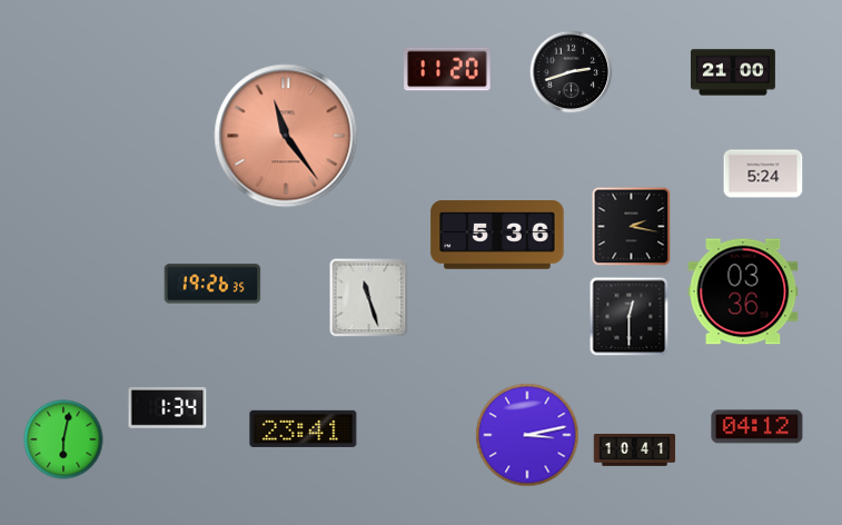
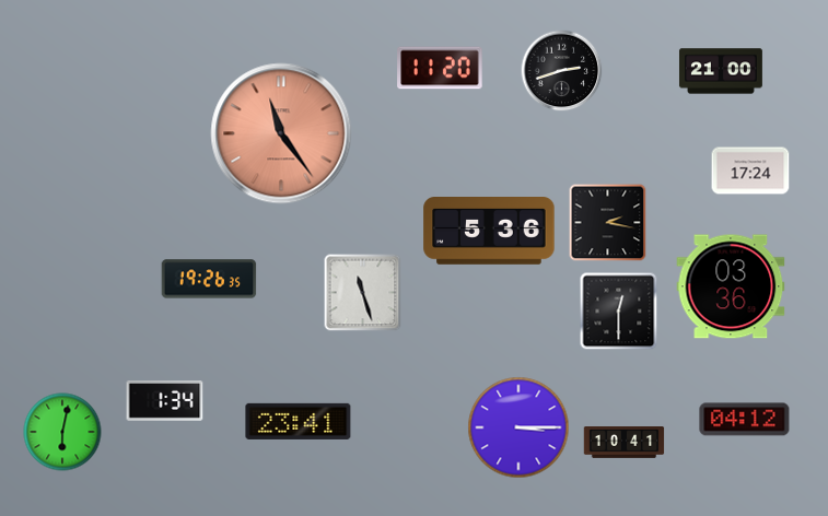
clock at (763, 174): 5:24 -> 17:24
clock at (632, 227) position: (632, 227) -> (608, 223)
clock at (527, 435): 3:13 -> 3:15
